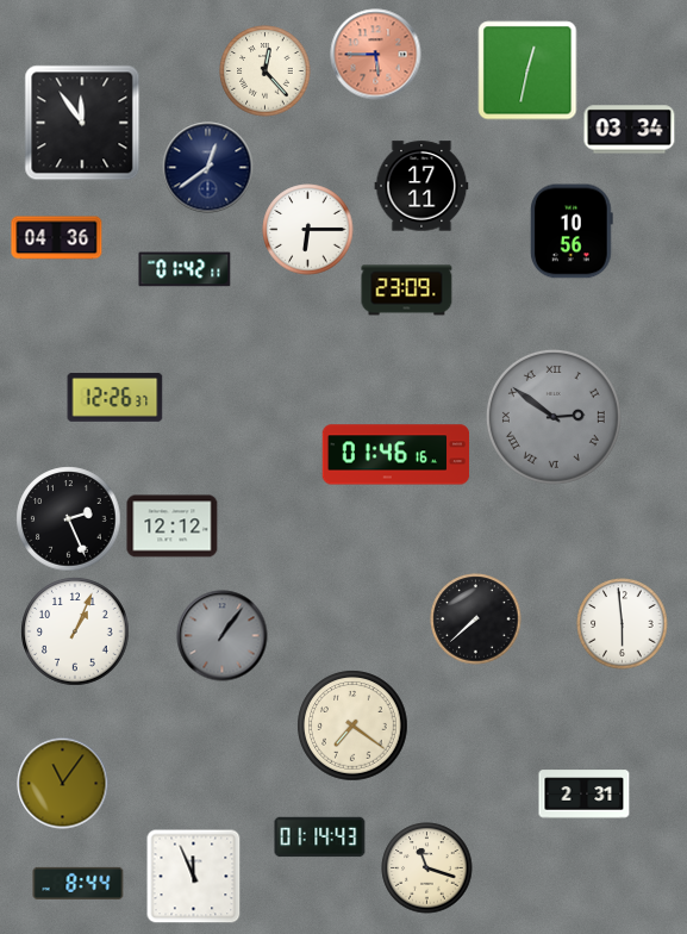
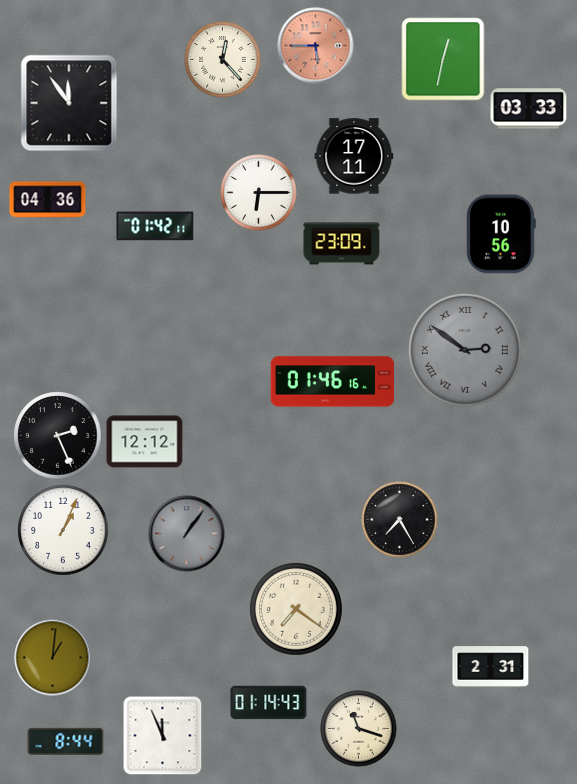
clock at (630, 130): 03:34 -> 03:33
clock at (208, 168): 12:39 -> none
clock at (573, 231) position: (573, 231) -> (502, 234)
clock at (115, 398): 12:26 -> none
clock at (476, 619): 7:38 -> 7:25
clock at (623, 624): 5:59 -> none
clock at (63, 784): 11:06 -> 1:01
